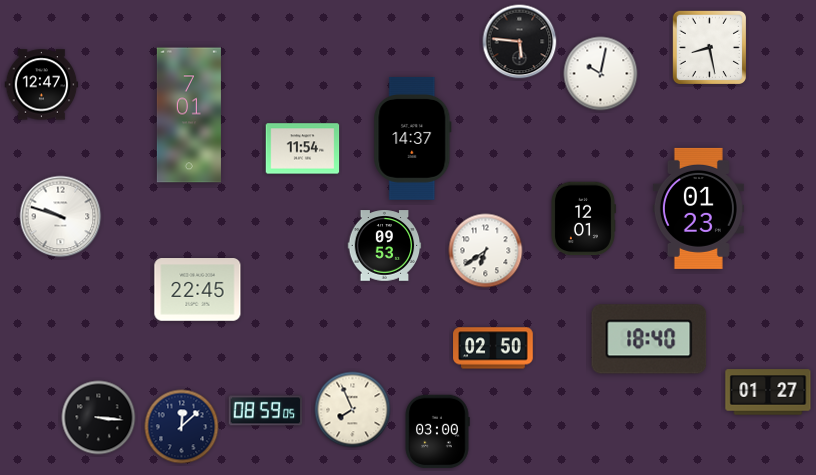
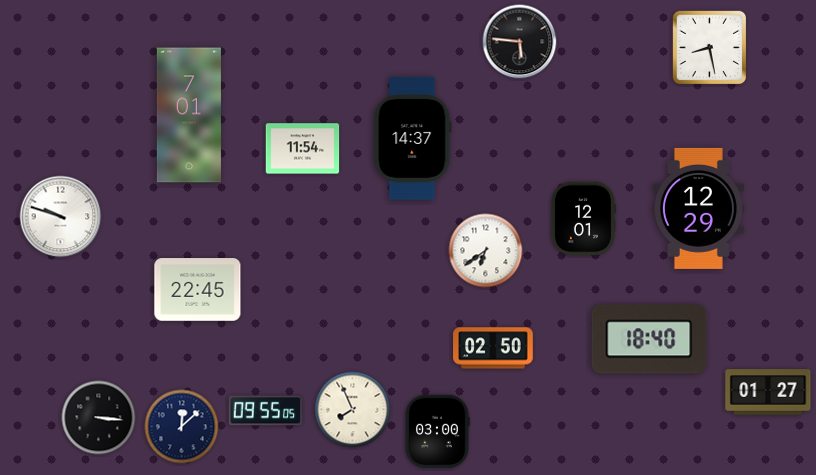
clock at (601, 74): 10:02 -> none
clock at (42, 85): 12:47 -> none
clock at (698, 208): 01:23 -> 12:29
clock at (385, 246): 09:53 -> none
clock at (266, 411): 08:59 -> 09:55
